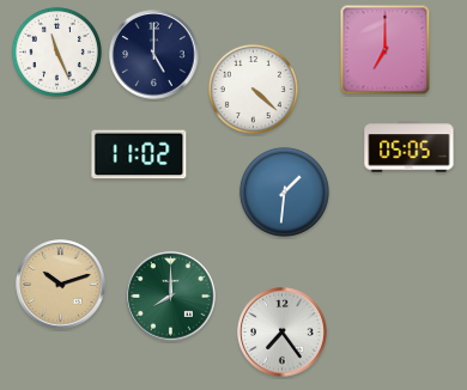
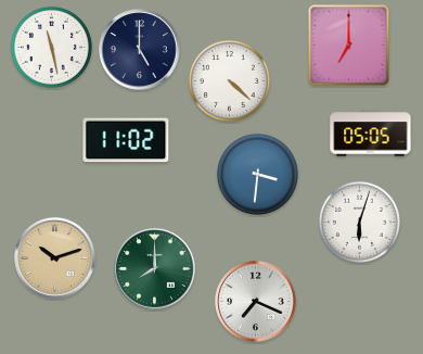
clock at (56, 51): 11:26 -> 11:28
clock at (284, 191): 1:31 -> 3:31
clock at (359, 222): none -> 6:03
clock at (283, 333): 7:24 -> 7:19
